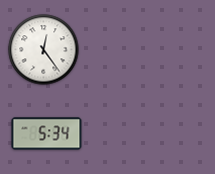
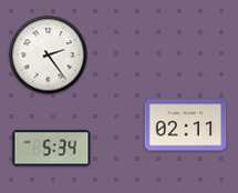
clock at (44, 50): 12:24 -> 2:24
clock at (186, 125): none -> 02:11
